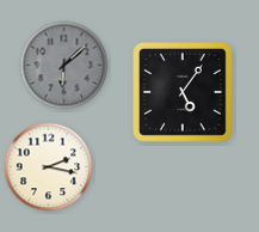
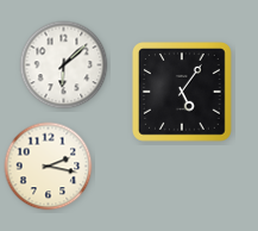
clock at (64, 66) dial: grey -> white
